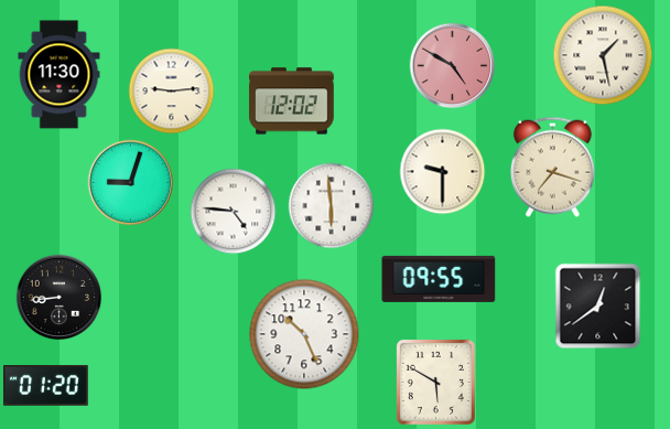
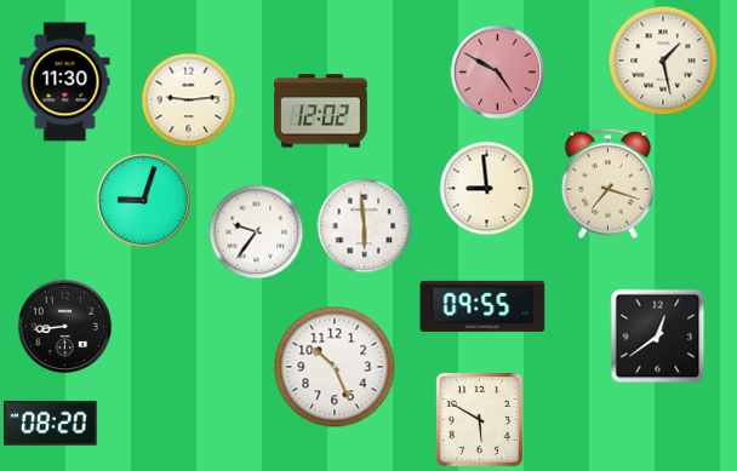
clock at (442, 171): 9:30 -> 8:59
clock at (233, 211): 4:46 -> 9:36
clock at (46, 386): 01:20 -> 08:20
